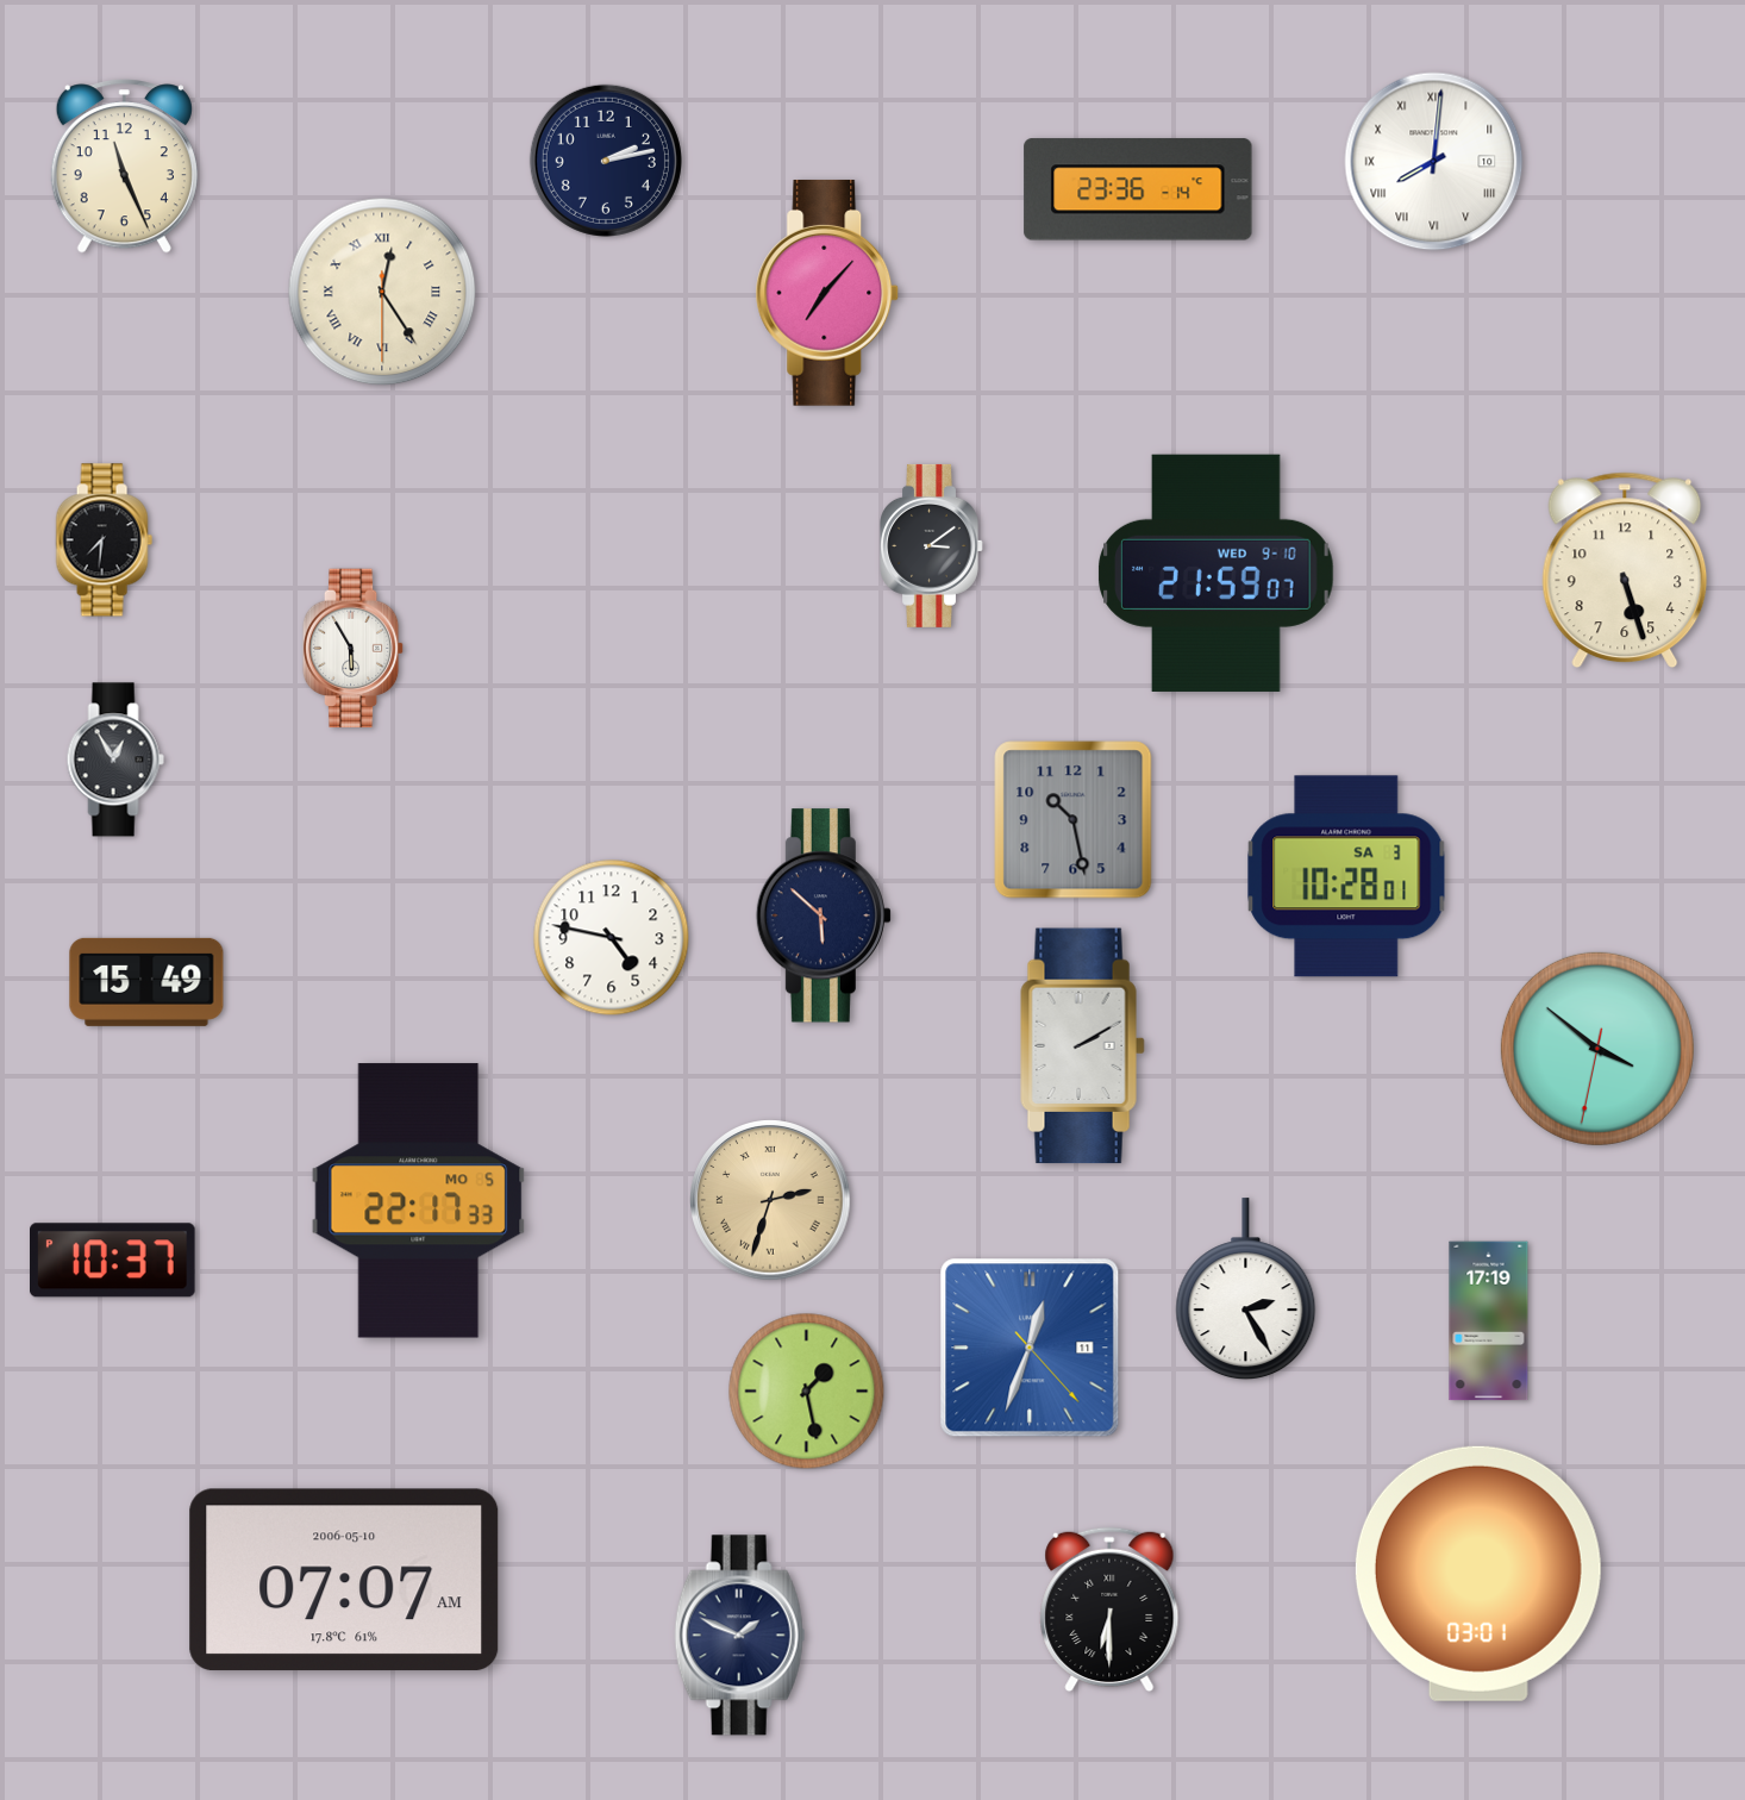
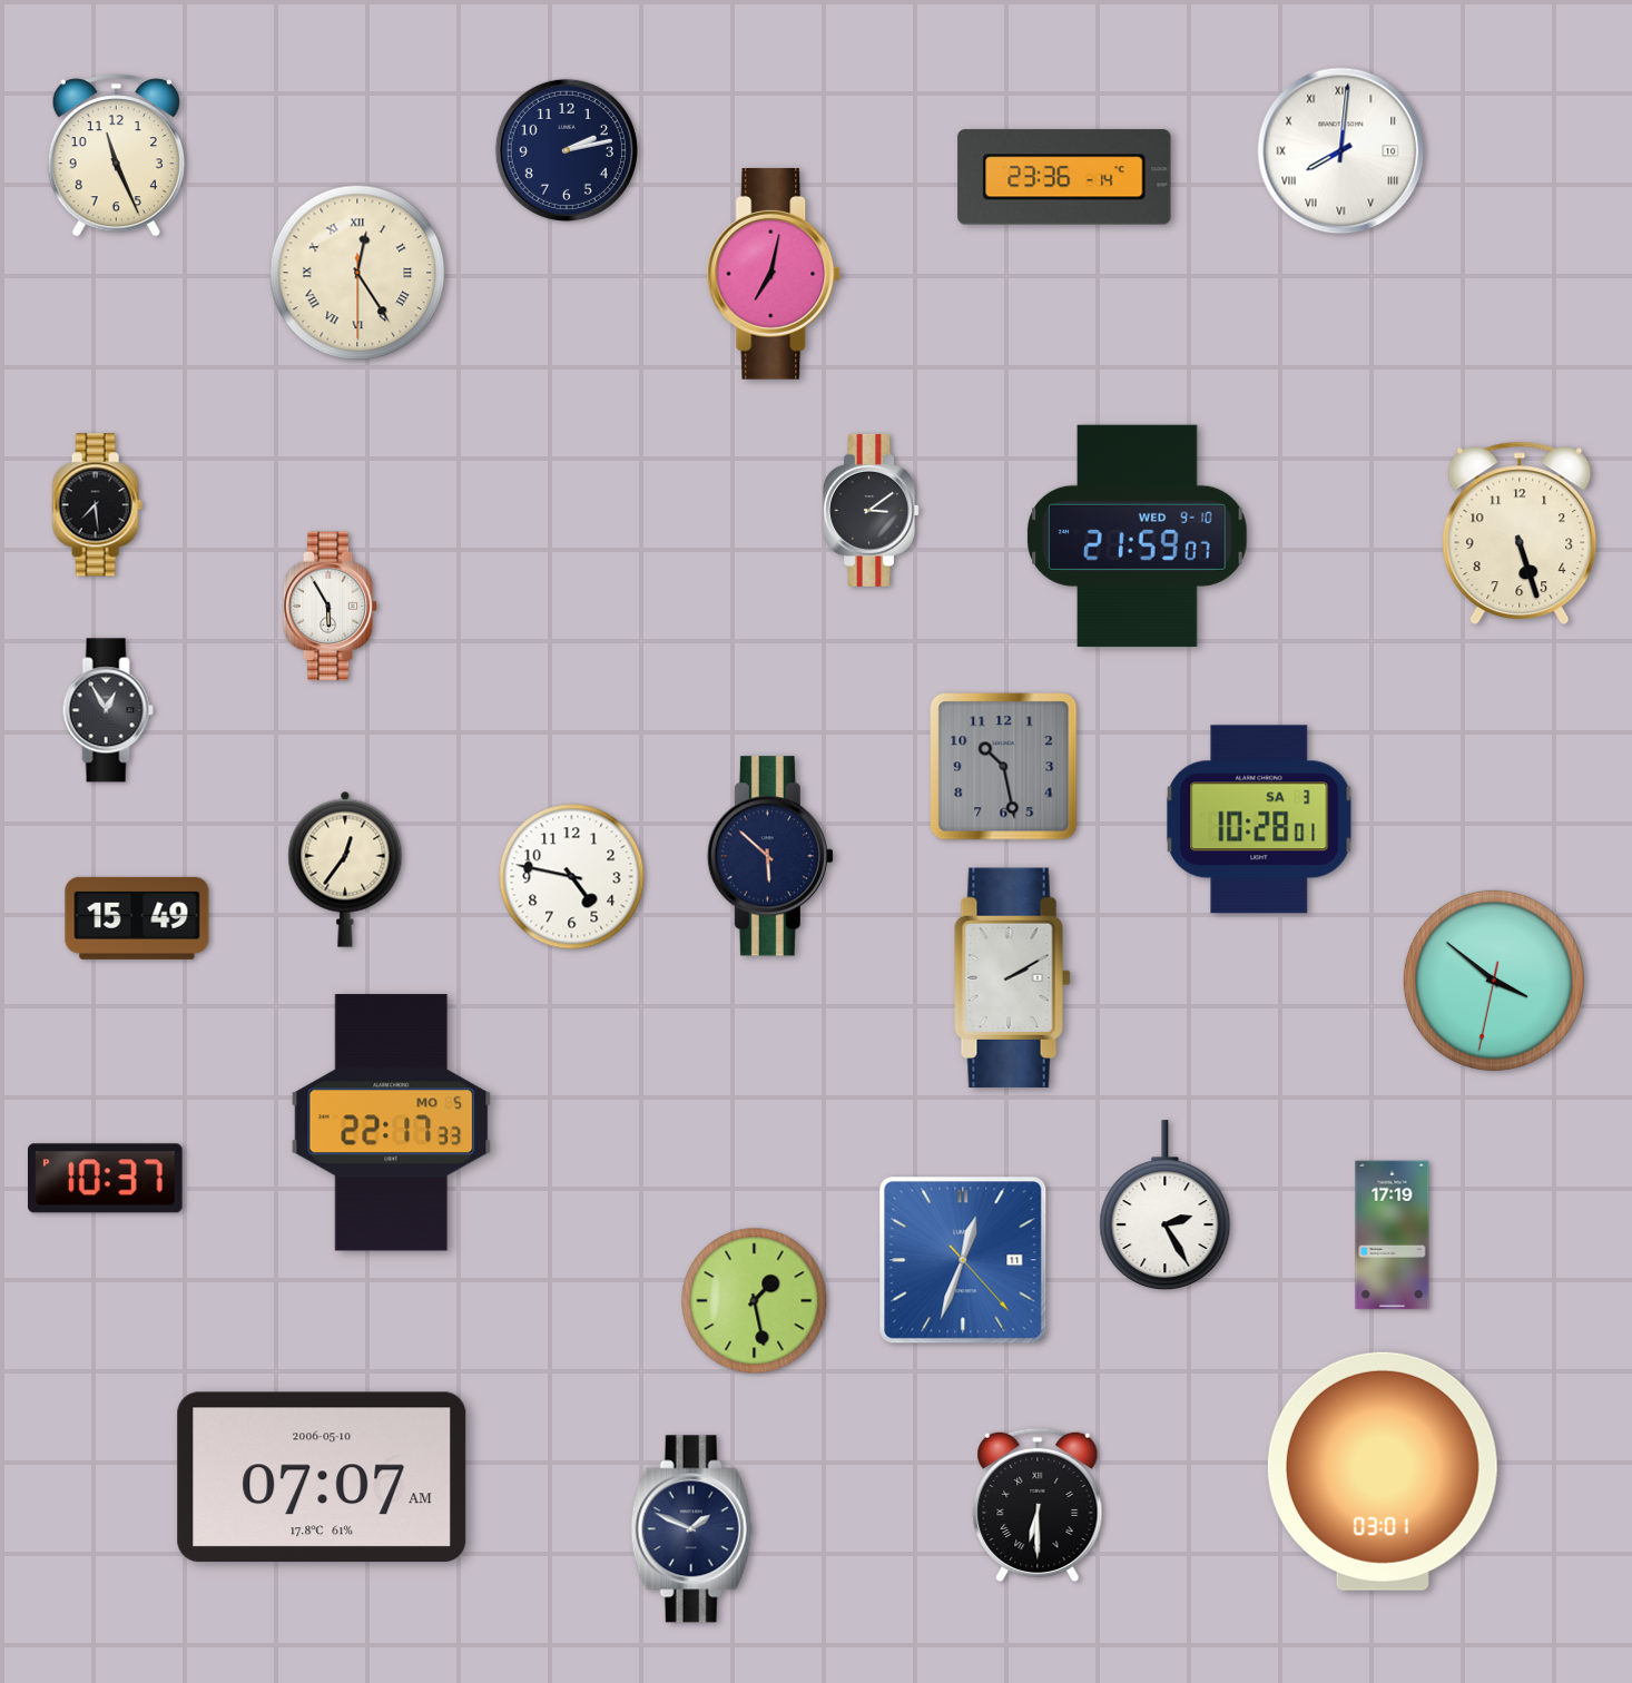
clock at (827, 293): 7:07 -> 7:02
clock at (104, 540): 7:31 -> 7:29
clock at (345, 869): none -> 12:36
clock at (770, 1200): 2:33 -> none
